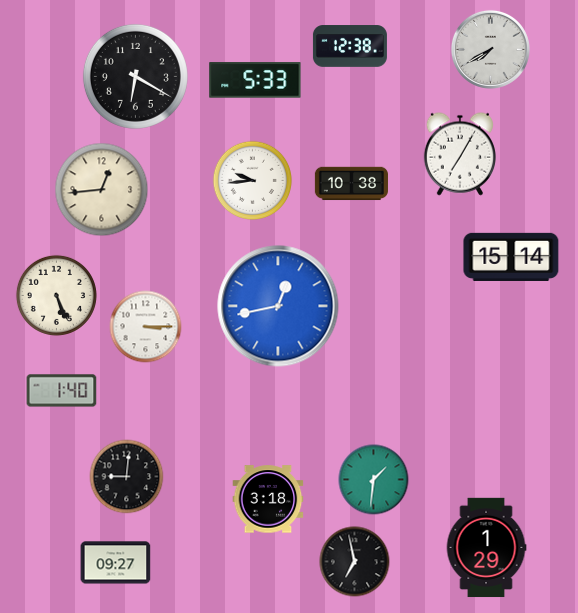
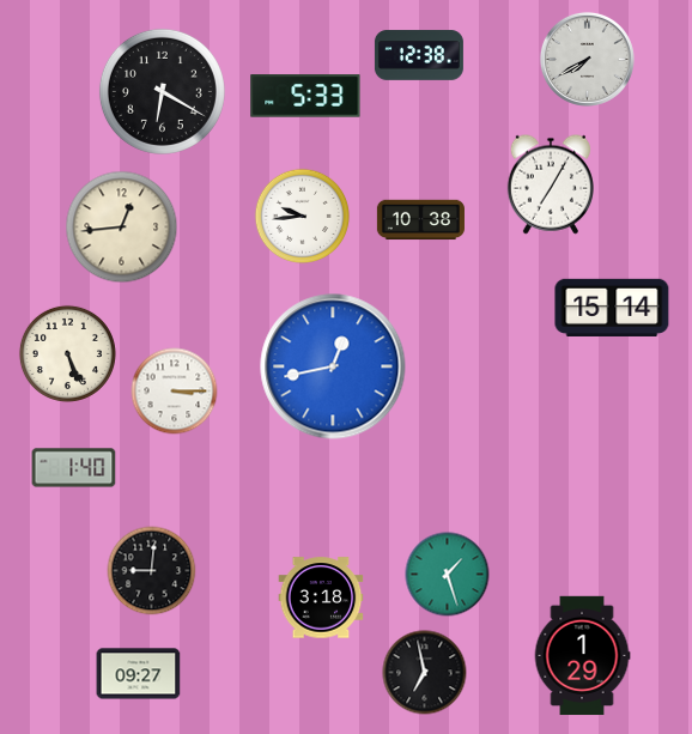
clock at (374, 480): 1:31 -> 1:27
